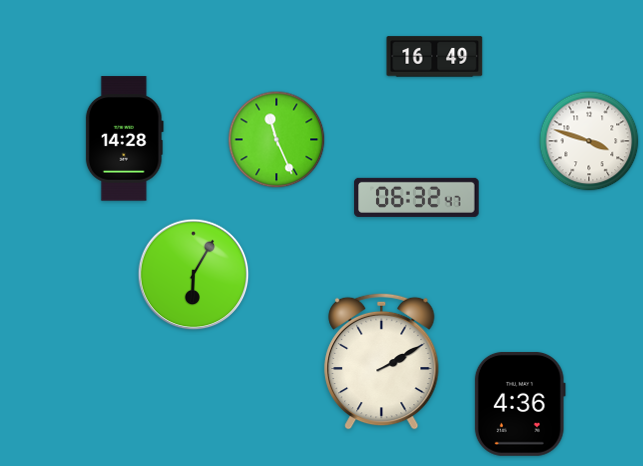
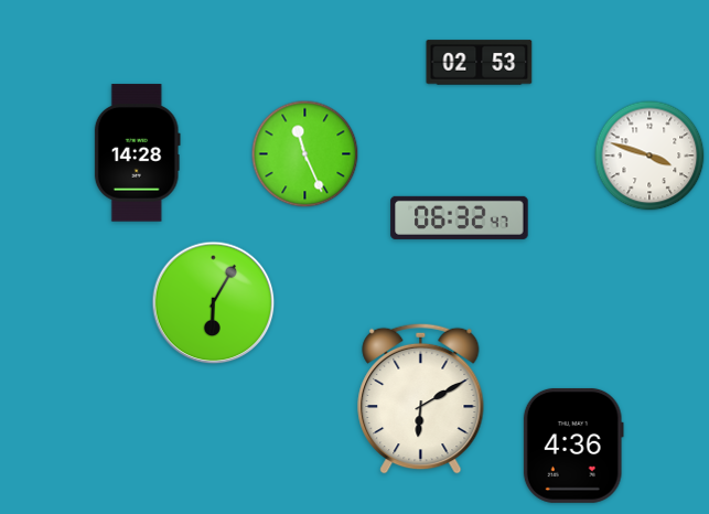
clock at (435, 57): 16:49 -> 02:53
clock at (382, 361): 2:10 -> 6:10
